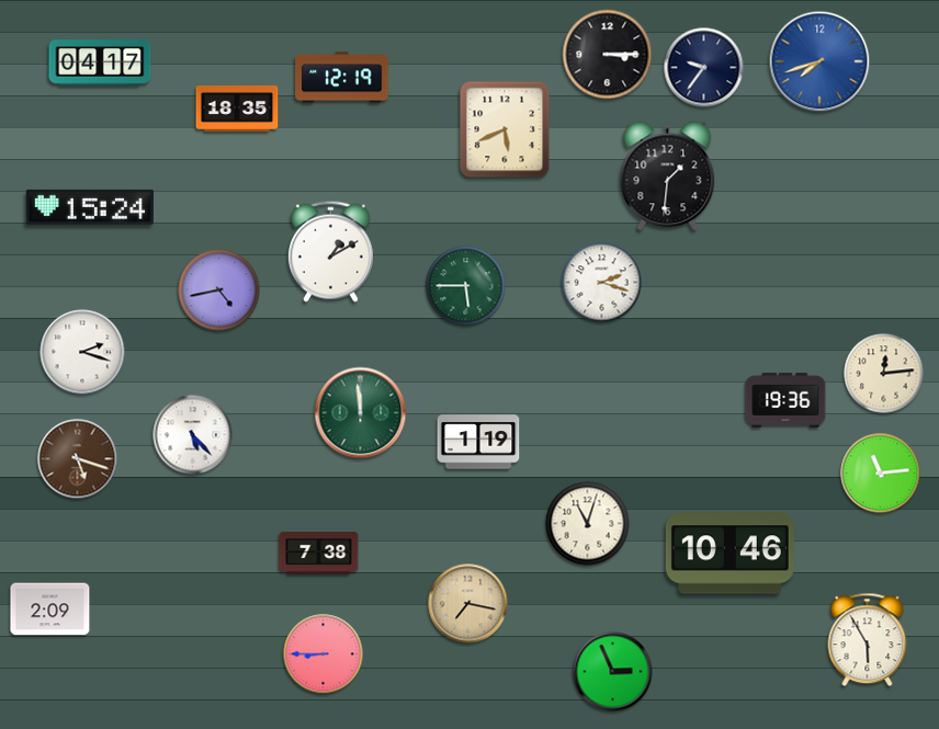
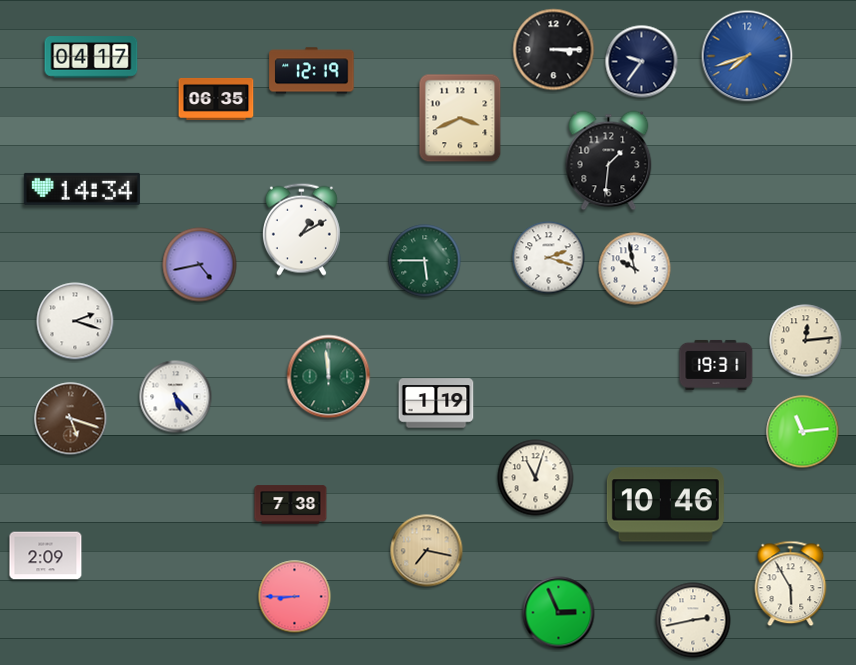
clock at (237, 109): 18:35 -> 06:35
clock at (505, 129): 5:41 -> 3:41
clock at (90, 207): 15:24 -> 14:34
clock at (635, 269): none -> 9:58
clock at (785, 400): 19:36 -> 19:31
clock at (693, 620): none -> 2:43
